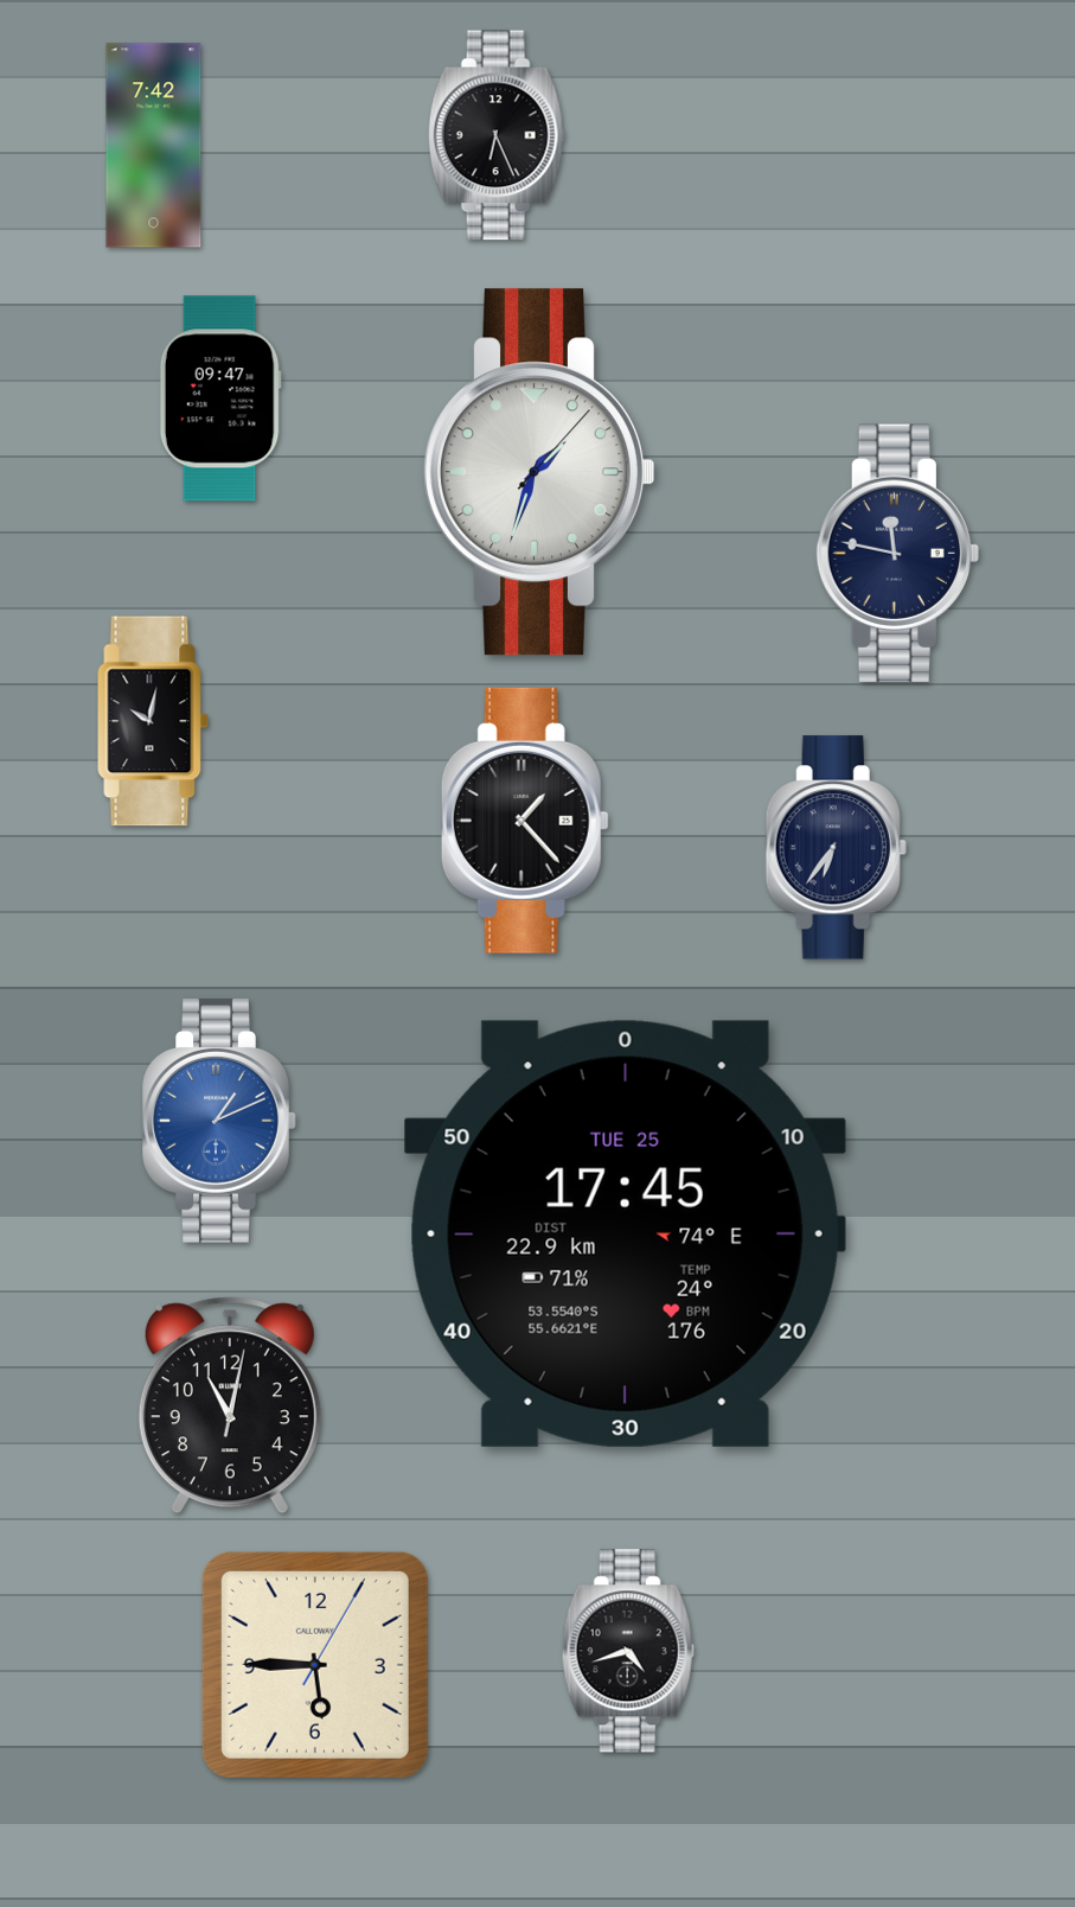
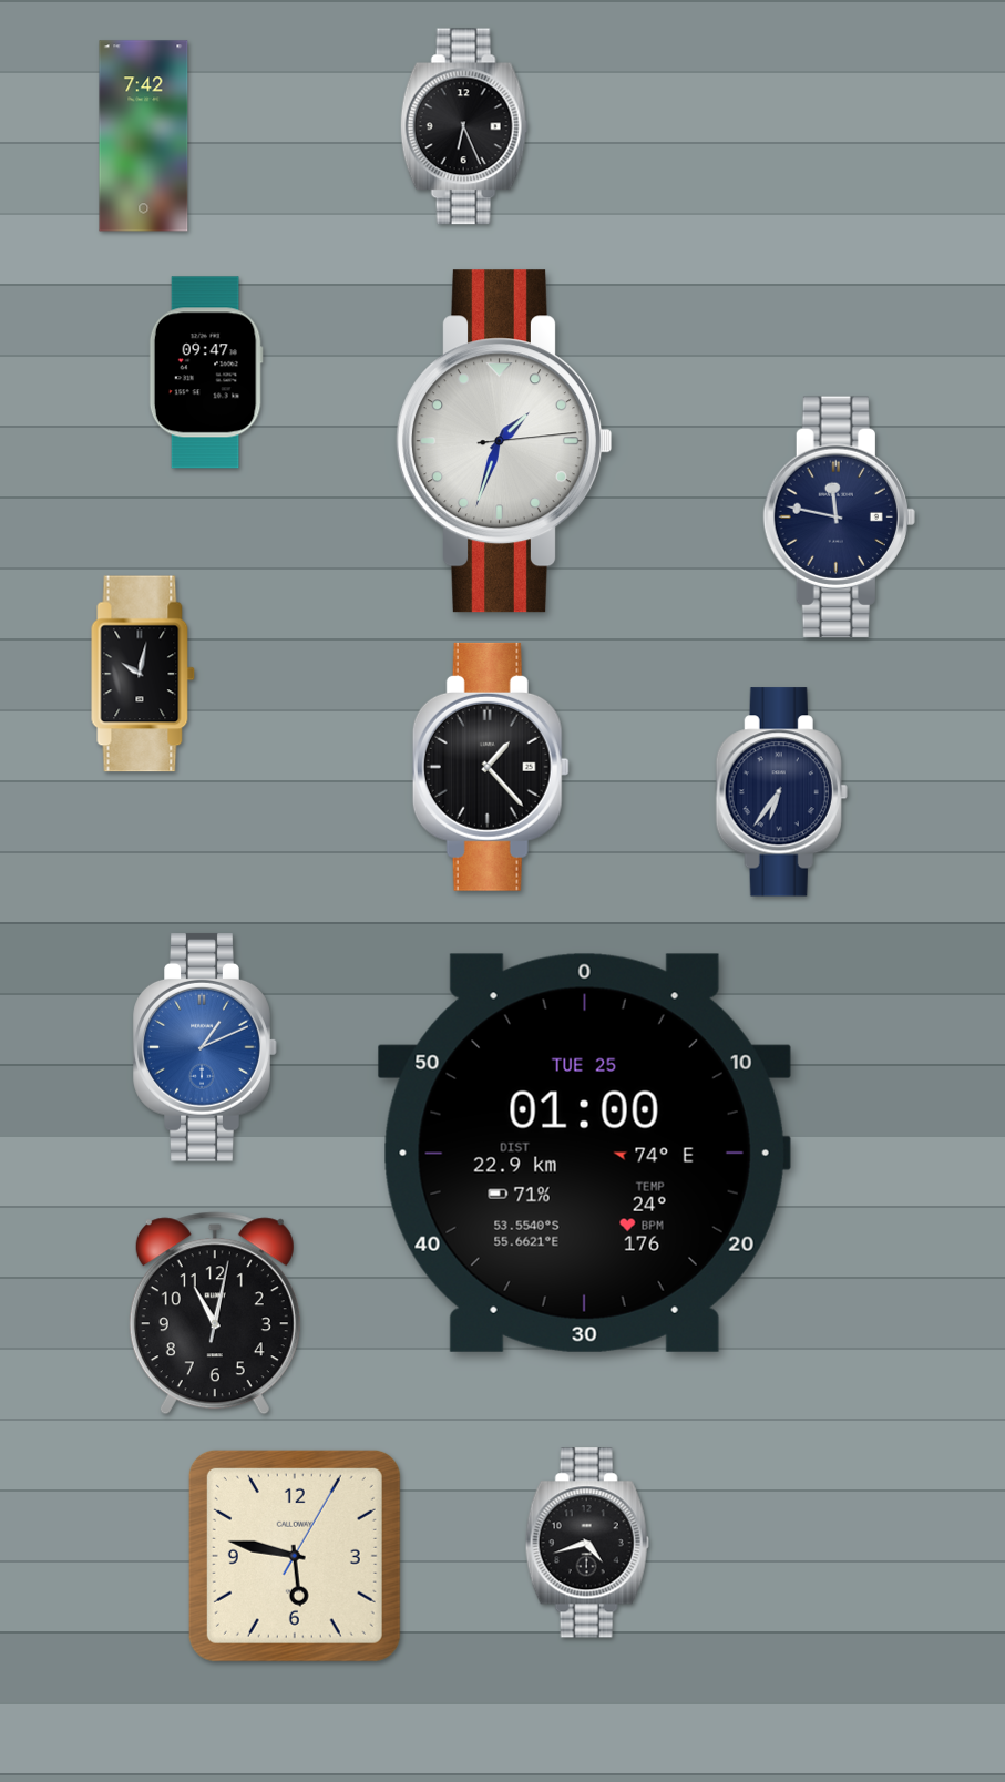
clock at (538, 472): 1:33:07 -> 1:33:14
clock at (625, 1233): 17:45 -> 01:00
clock at (315, 1665): 5:45 -> 5:47
